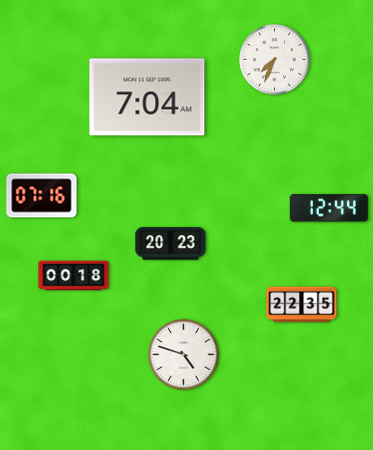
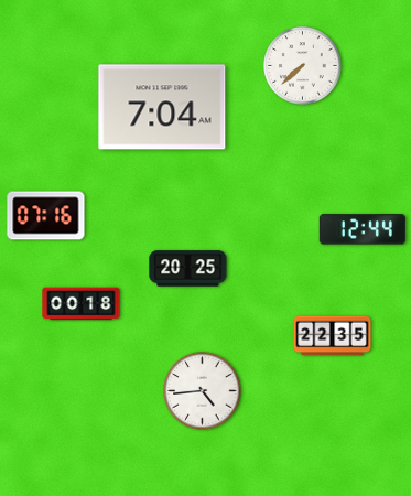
clock at (275, 60): 7:34 -> 7:38
clock at (171, 244): 20:23 -> 20:25
clock at (184, 355): 4:48 -> 4:44
